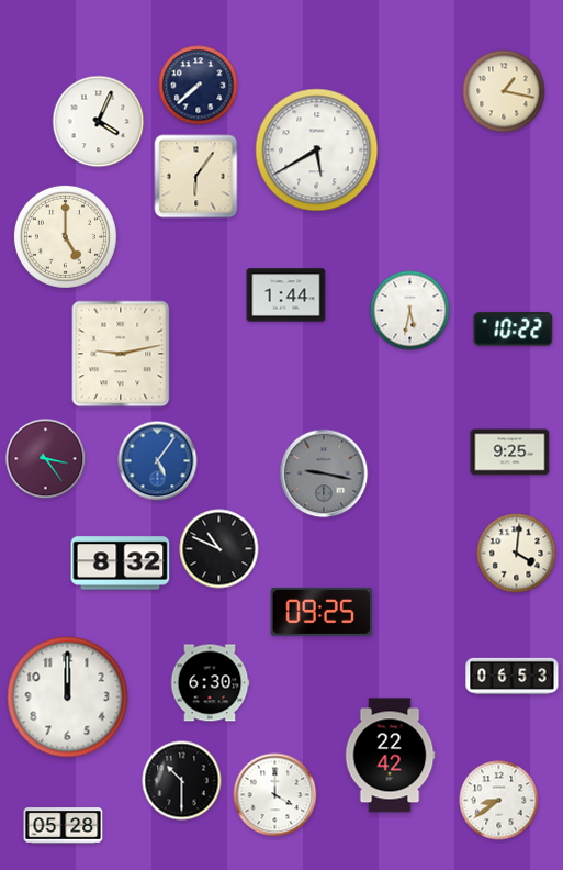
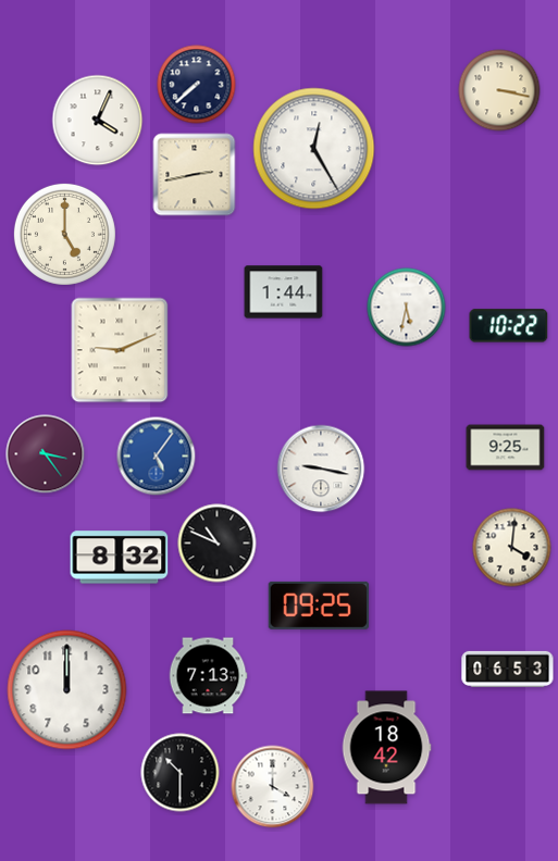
clock at (504, 91): 1:17 -> 3:17
clock at (317, 150): 5:40 -> 12:25
clock at (196, 177): 6:06 -> 2:43
clock at (121, 354): 9:13 -> 9:11
clock at (324, 473) dial: grey -> white
clock at (210, 683): 6:30 -> 7:13
clock at (390, 756): 22:42 -> 18:42
clock at (499, 801): 8:39 -> none
clock at (64, 826): 05:28 -> none
